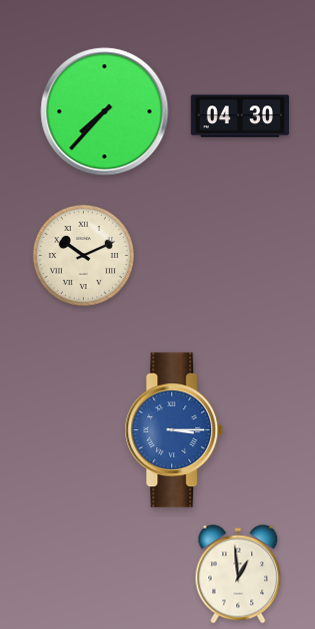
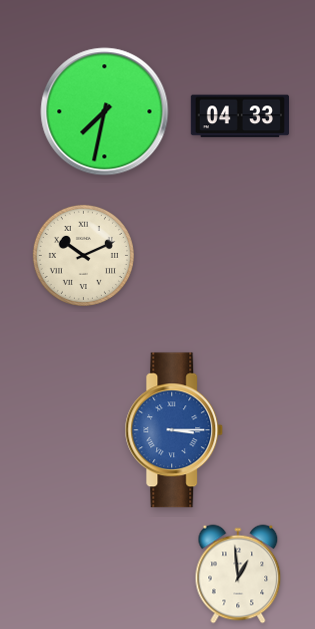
clock at (105, 112): 7:37 -> 7:32
clock at (239, 116): 04:30 -> 04:33
